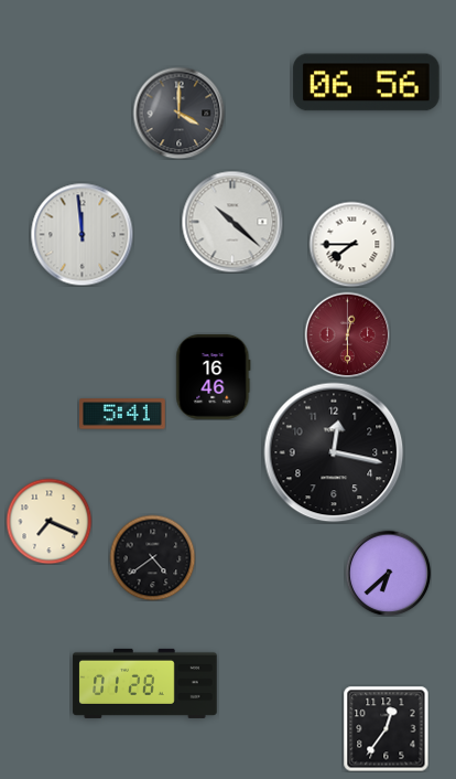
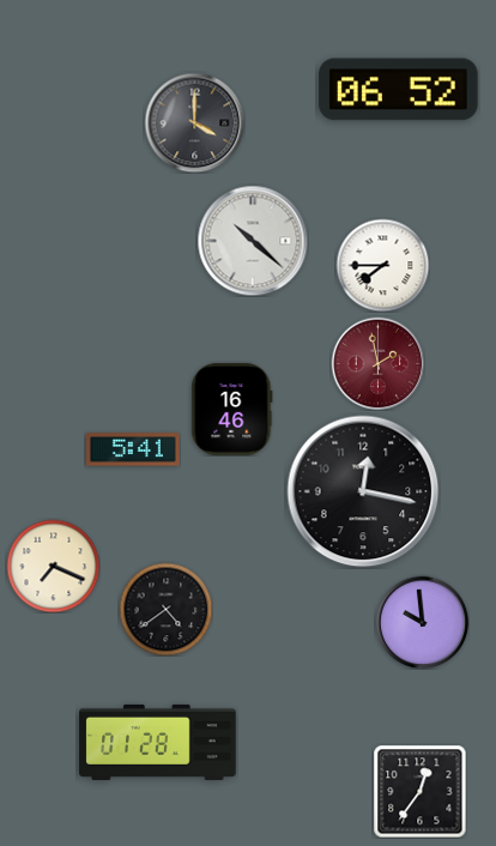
clock at (367, 83): 06:56 -> 06:52
clock at (82, 234): 11:59 -> none
clock at (347, 334): 12:30 -> 1:58
clock at (152, 557) position: (152, 557) -> (165, 609)
clock at (388, 573): 6:38 -> 9:59
